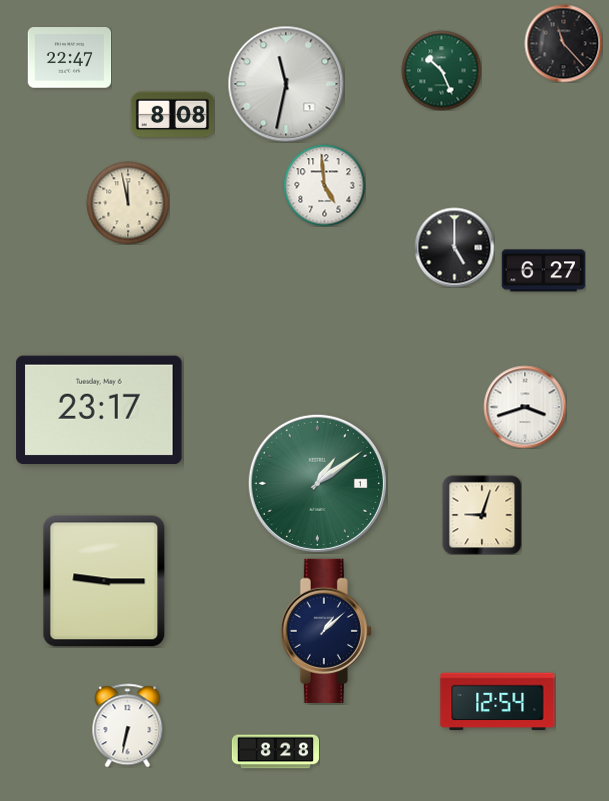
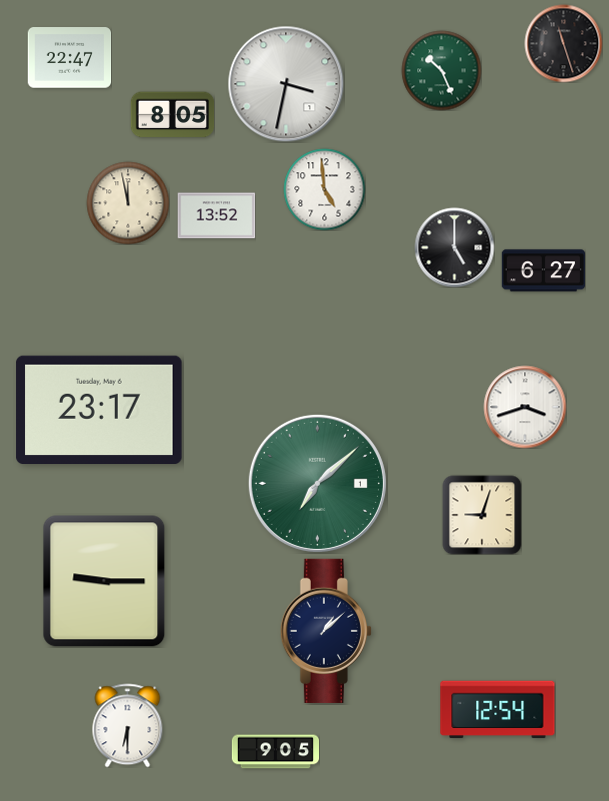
clock at (563, 43): 11:23 -> 11:27
clock at (286, 84): 11:32 -> 3:32
clock at (172, 115): 8:08 -> 8:05
clock at (324, 185) position: (324, 185) -> (324, 189)
clock at (216, 216): none -> 13:52
clock at (317, 483): 1:09 -> 7:08
clock at (498, 702) position: (498, 702) -> (498, 710)
clock at (128, 725): 6:32 -> 6:30
clock at (275, 752): 8:28 -> 9:05
